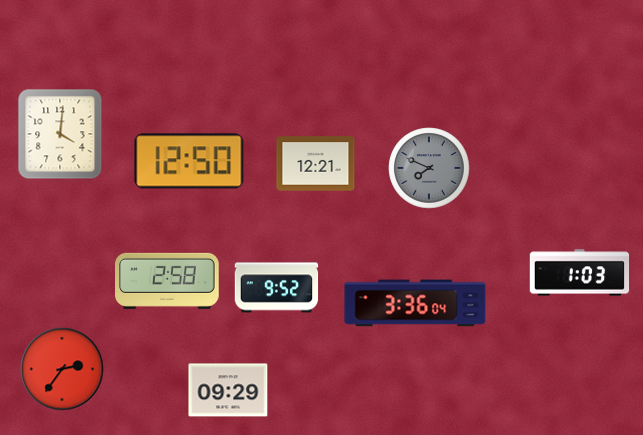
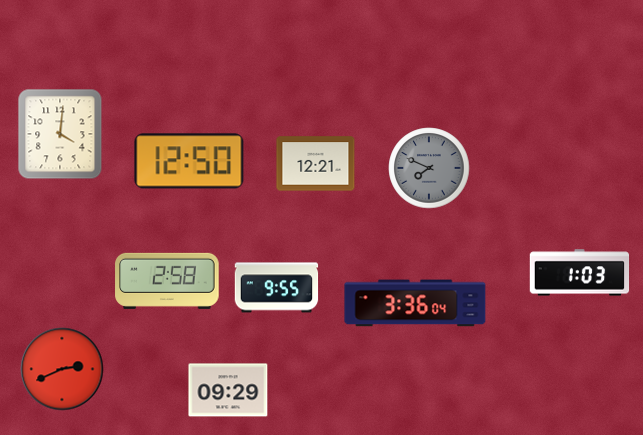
clock at (277, 288): 9:52 -> 9:55
clock at (62, 369): 2:36 -> 2:41
